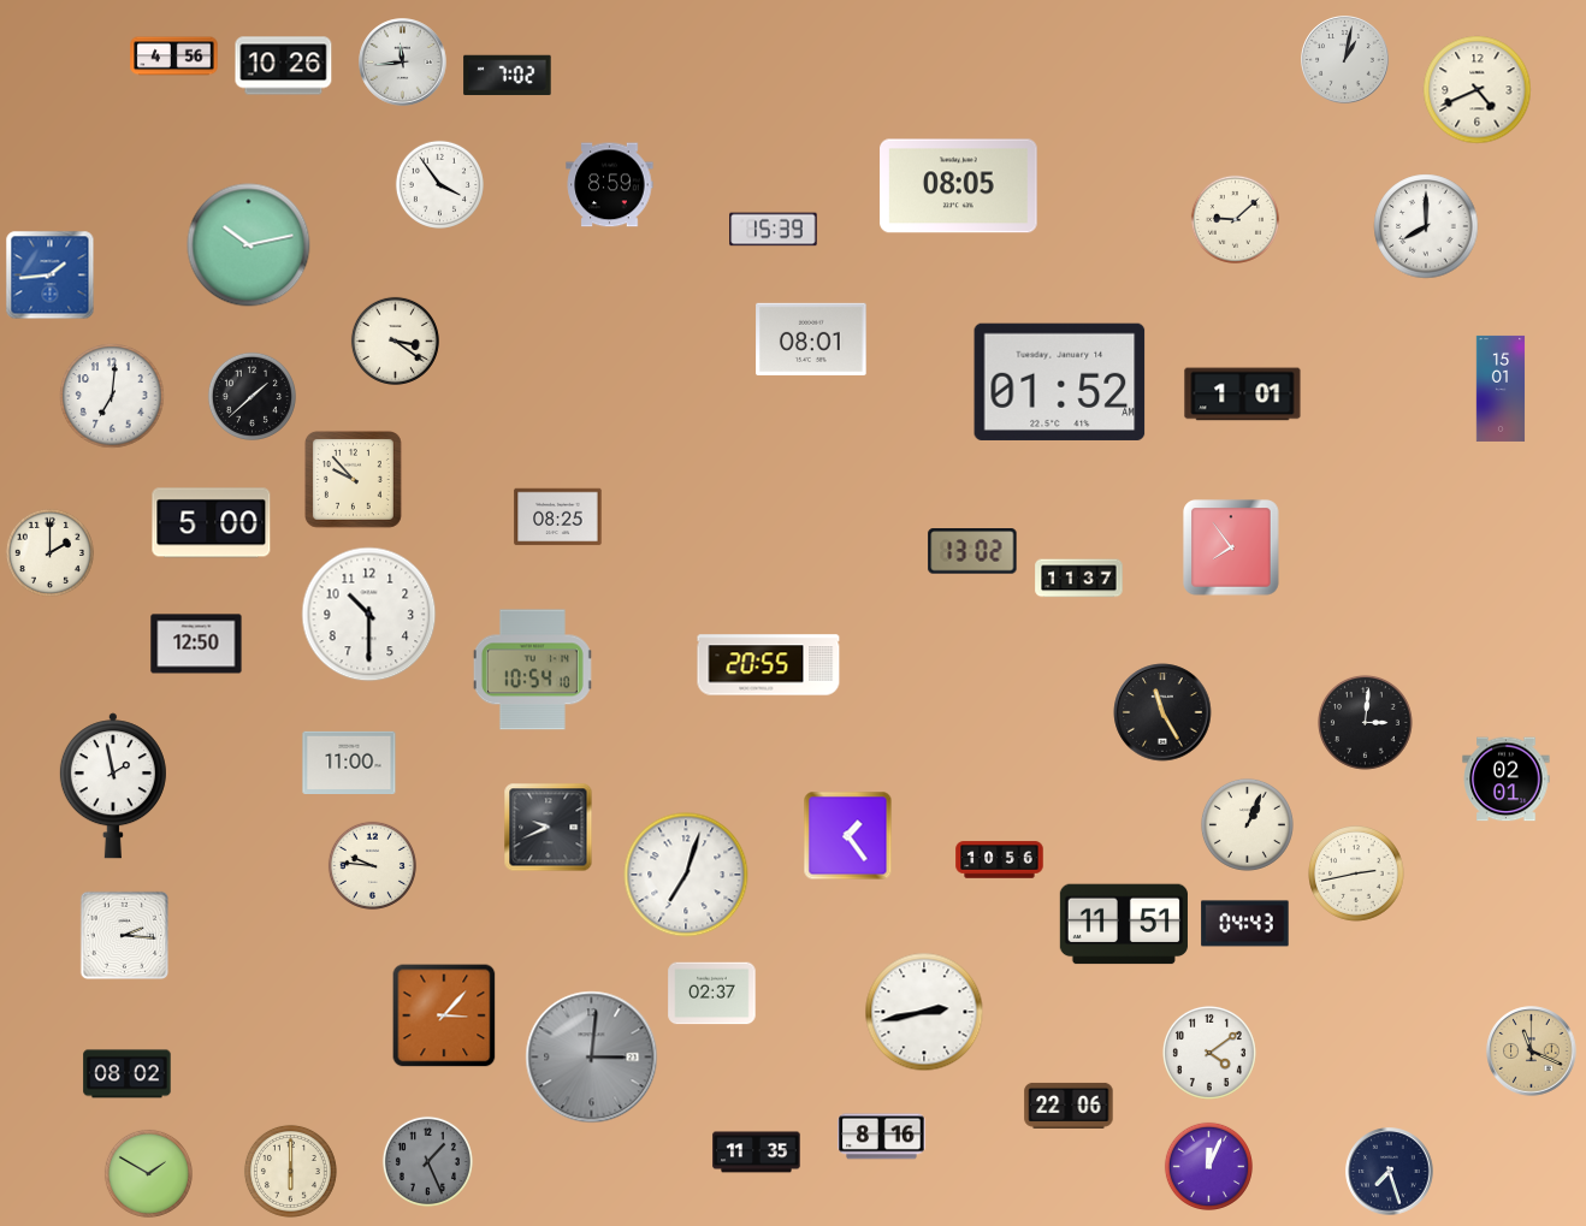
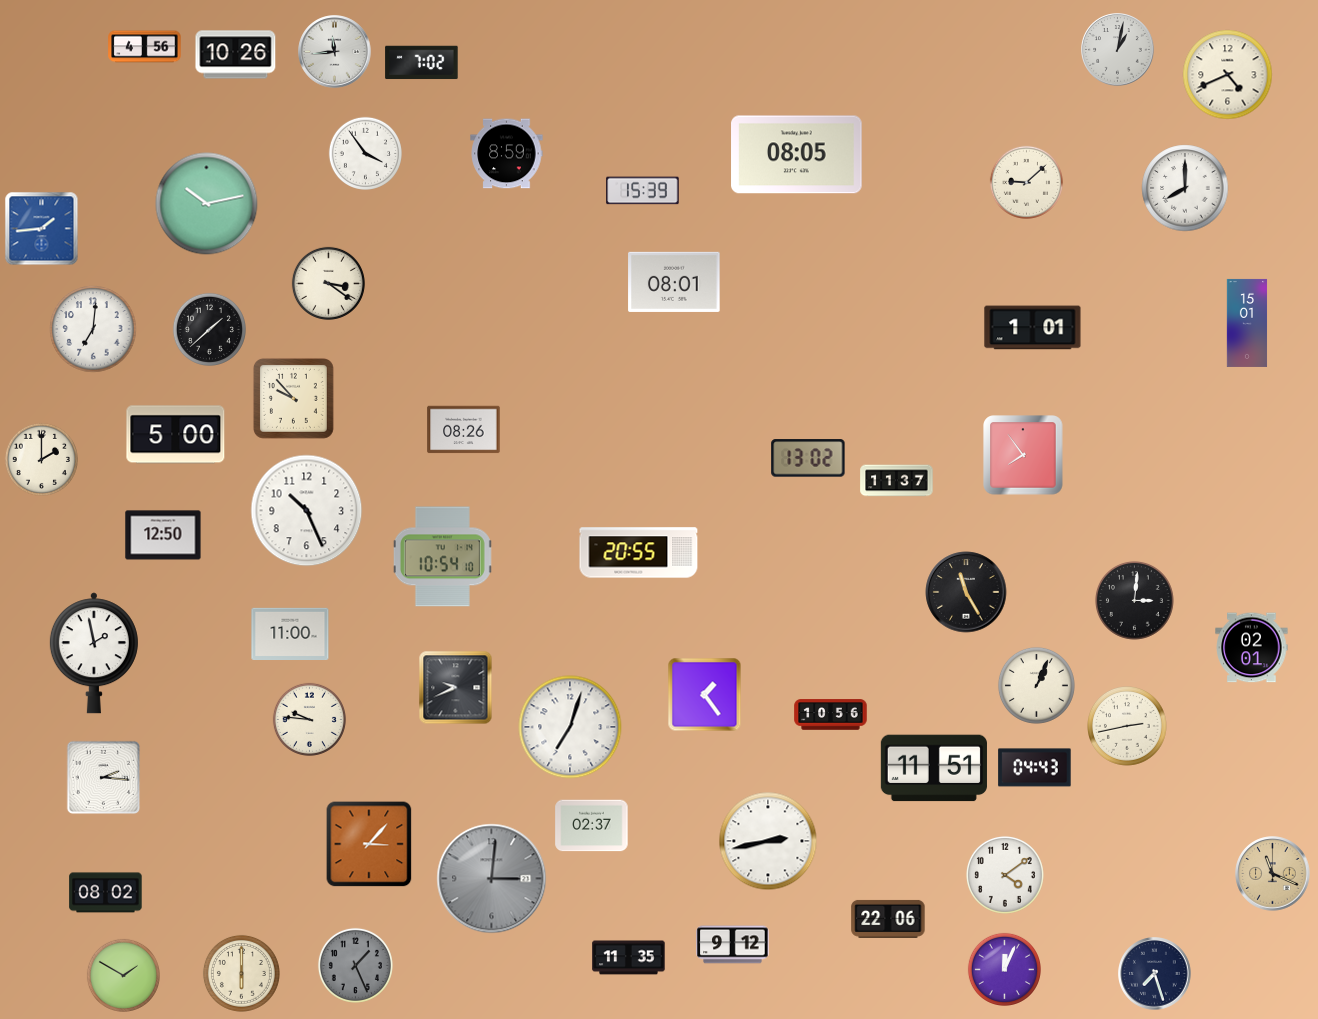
clock at (1060, 381): 01:52 -> none
clock at (558, 517): 08:25 -> 08:26
clock at (369, 615): 10:30 -> 10:26
clock at (882, 1137): 8:16 -> 9:12
